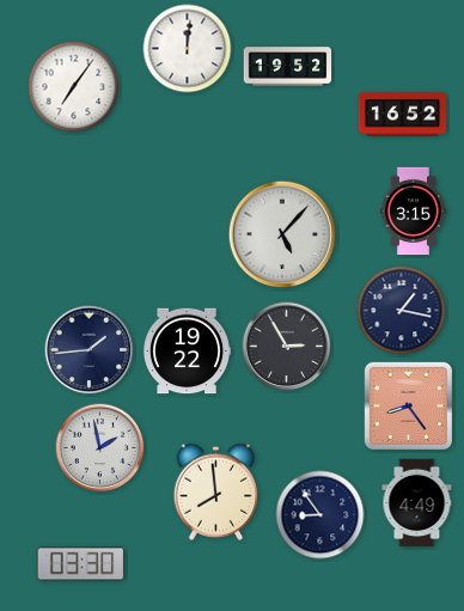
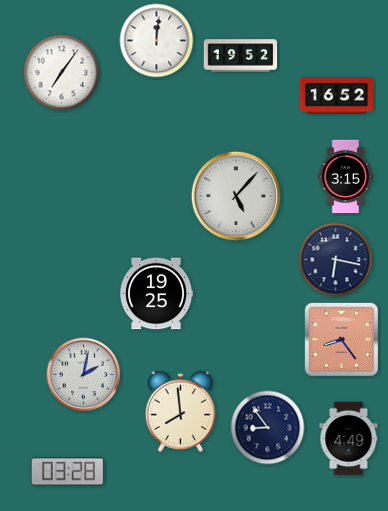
clock at (402, 311): 1:17 -> 6:17
clock at (287, 347): 2:55 -> none
clock at (90, 350): 1:44 -> none
clock at (188, 352): 19:22 -> 19:25
clock at (100, 448): 1:58 -> 2:02
clock at (417, 503) position: (417, 503) -> (349, 439)
clock at (320, 515) position: (320, 515) -> (268, 428)
clock at (80, 564): 03:30 -> 03:28
